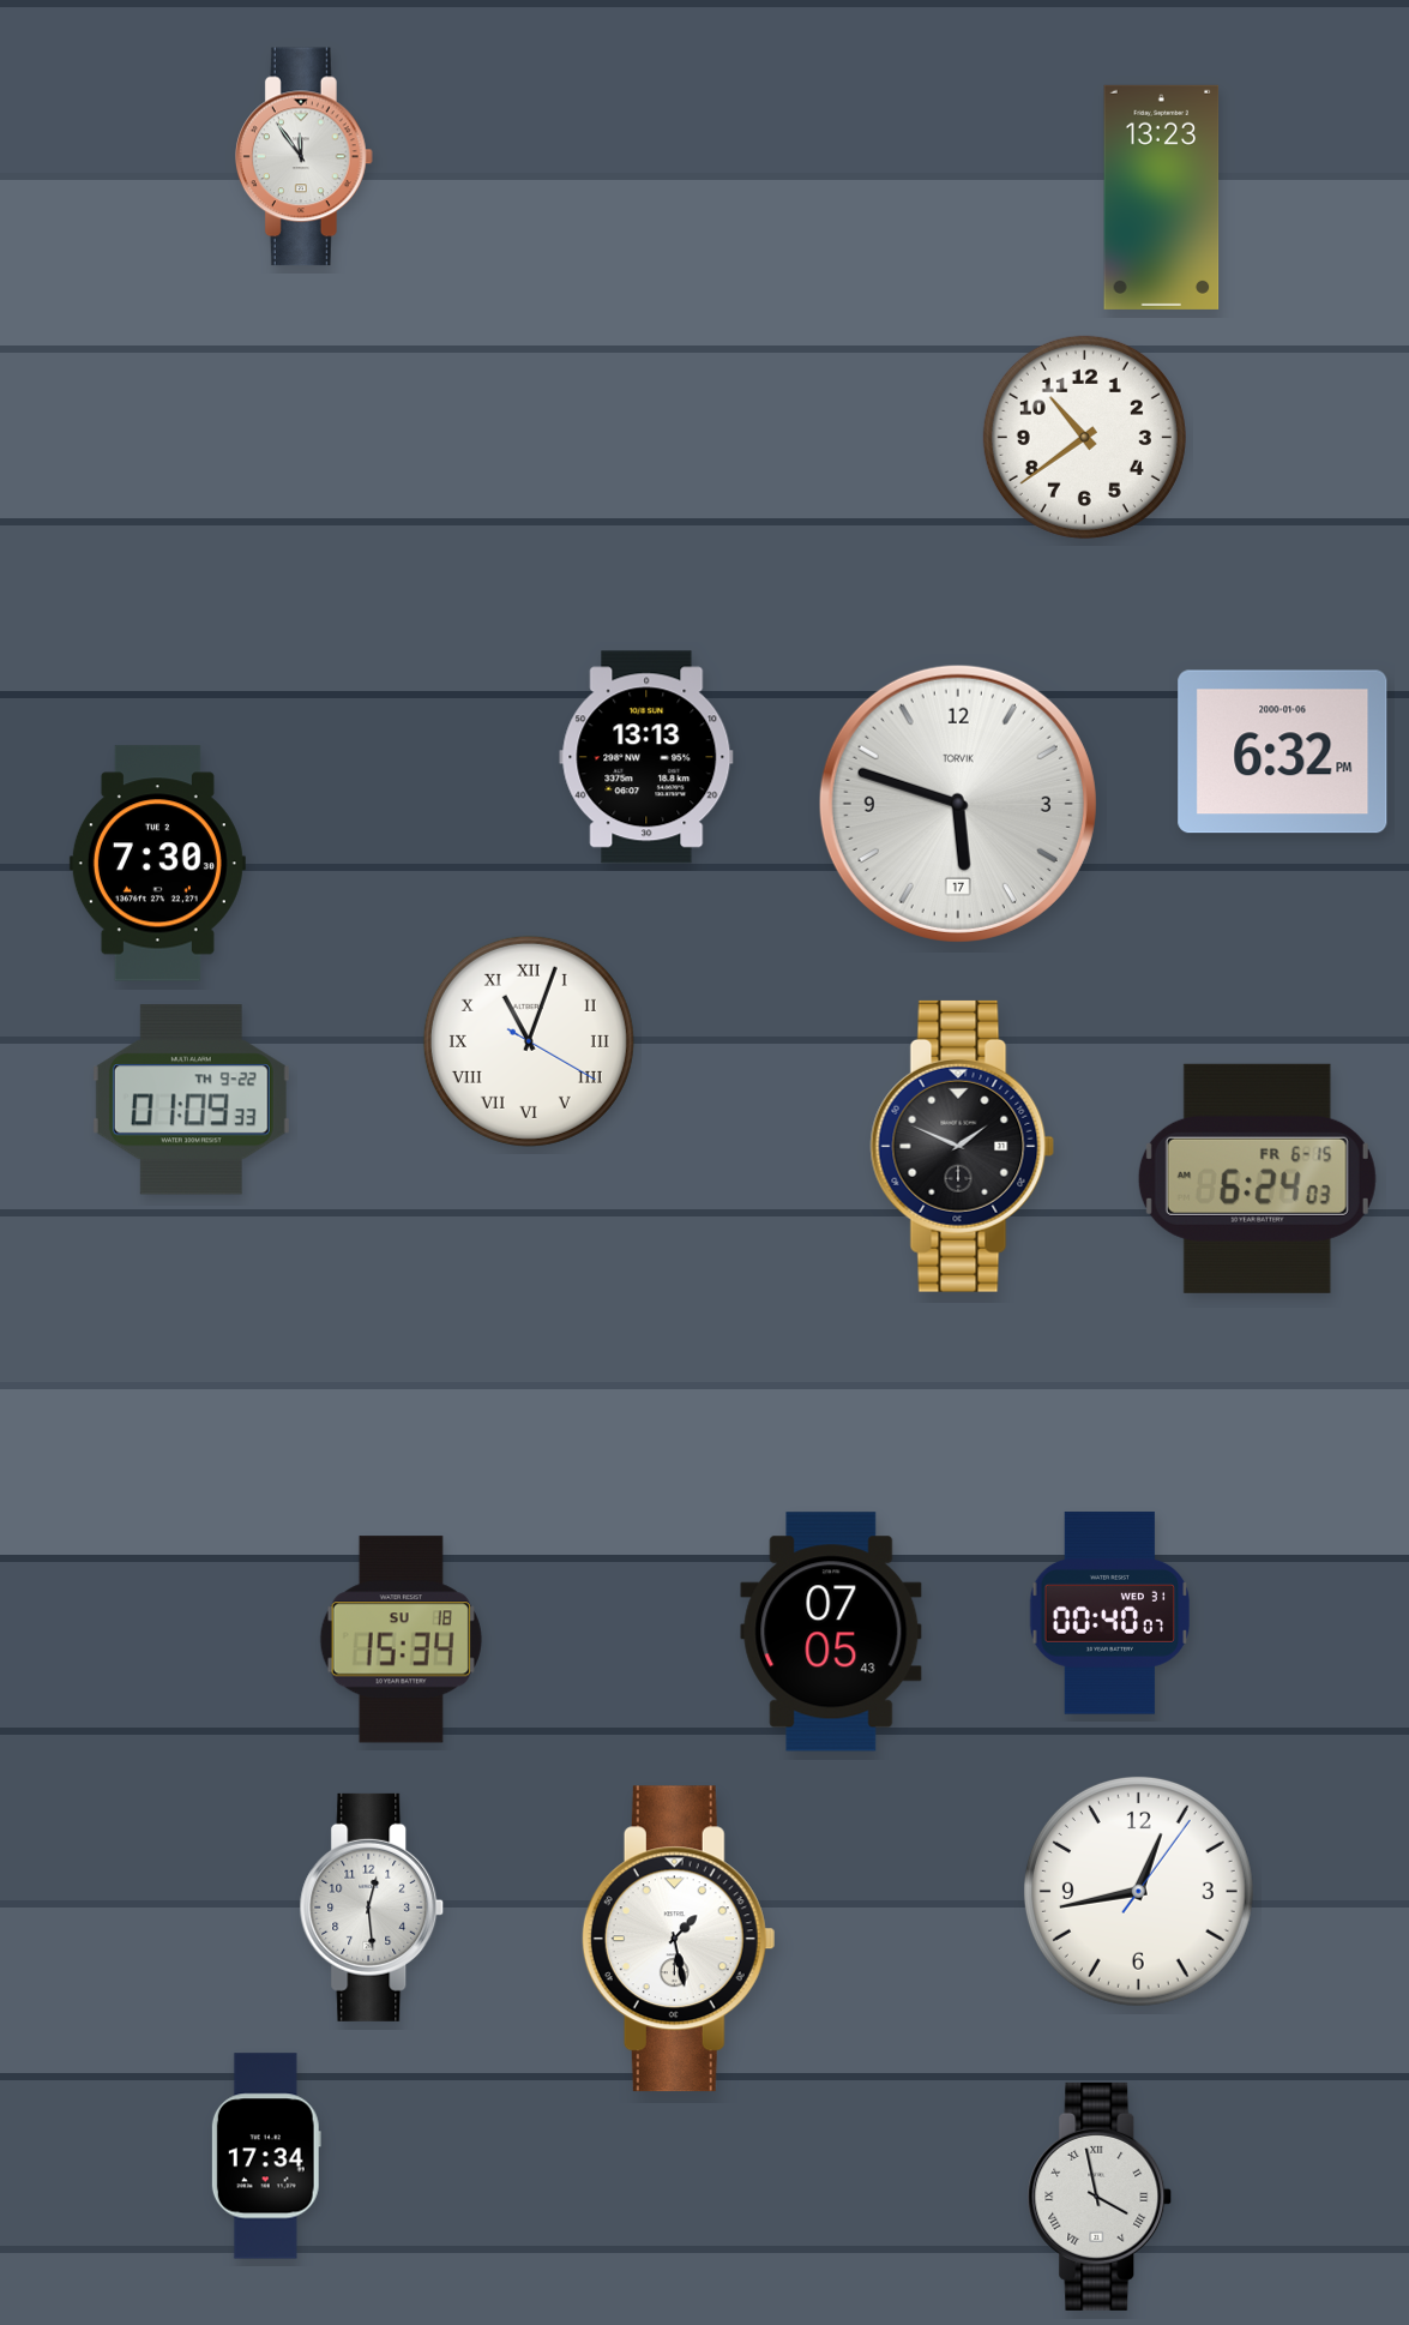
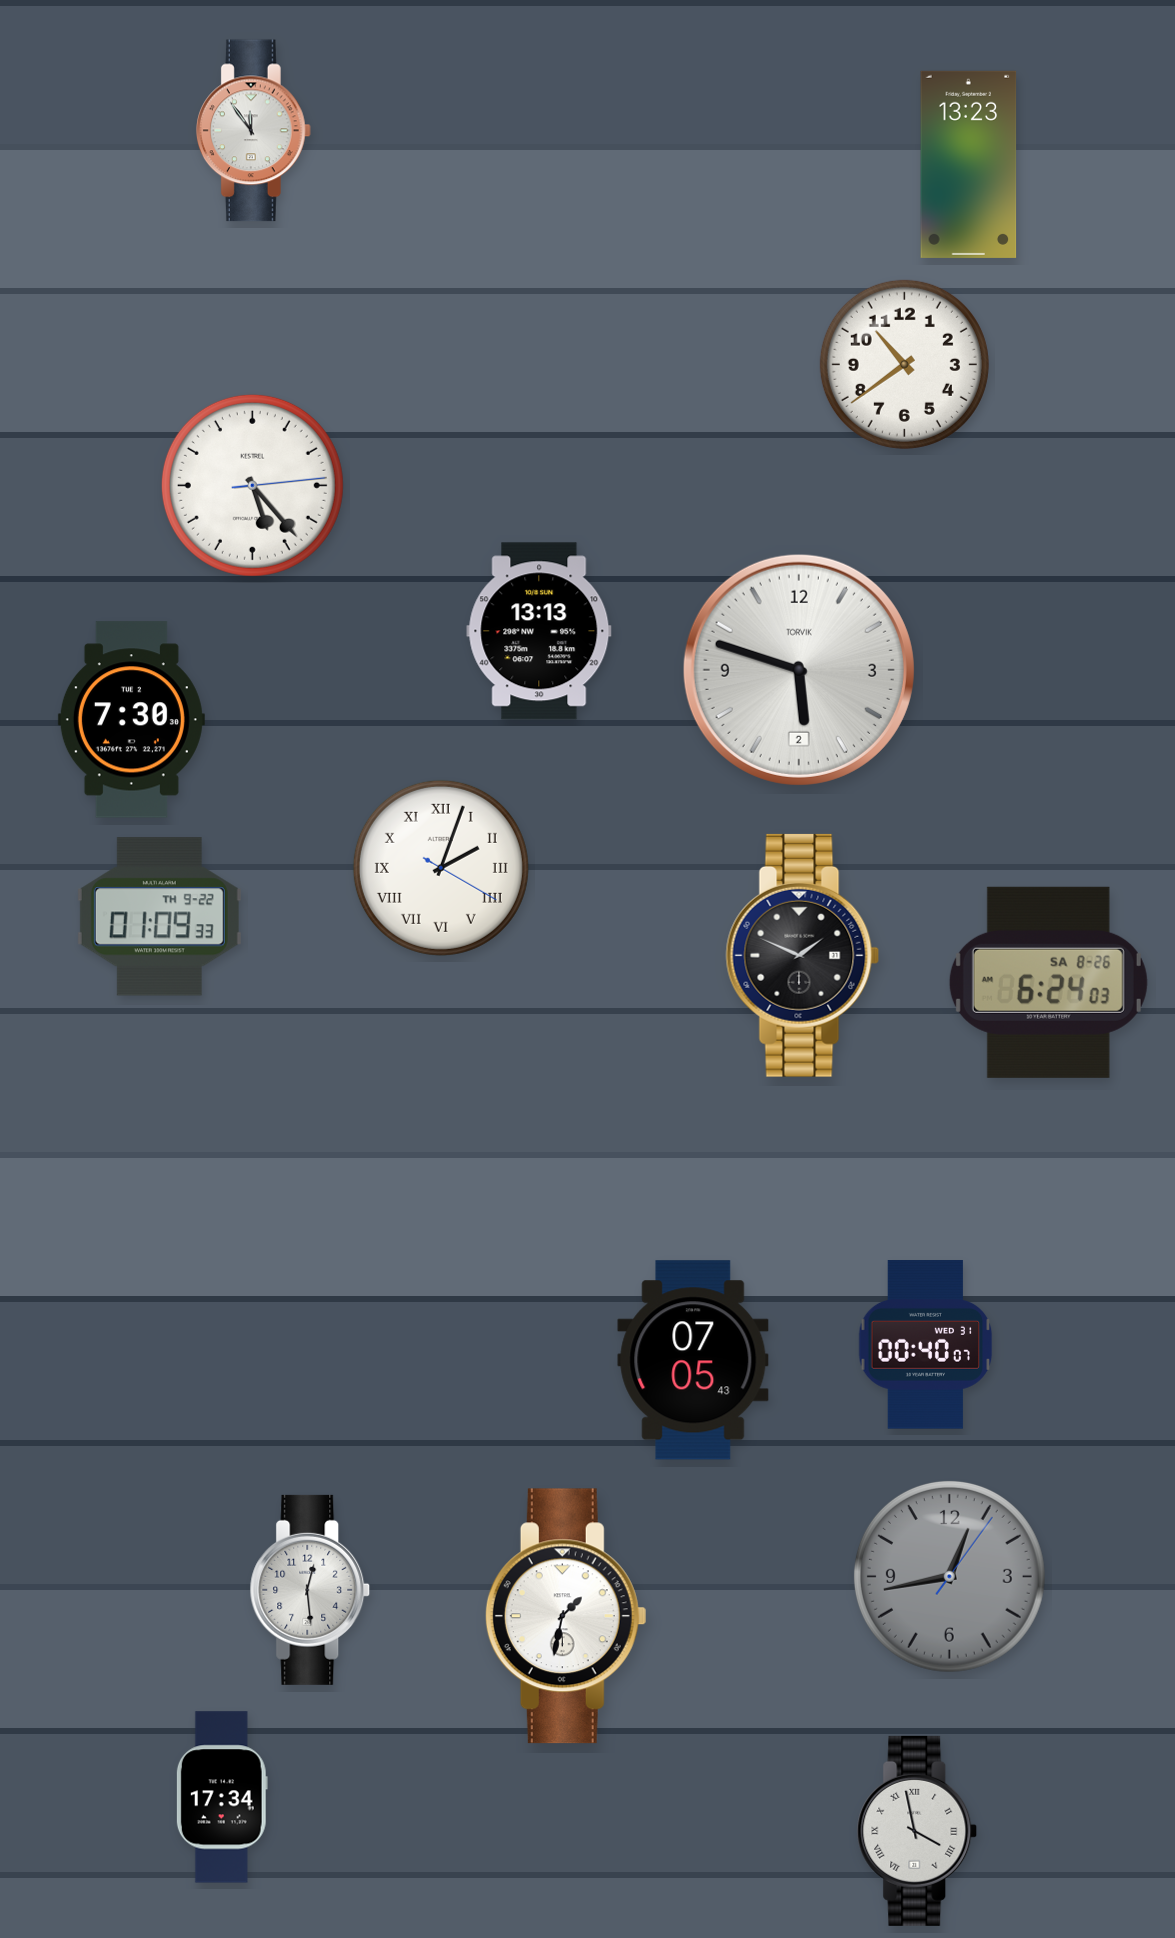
clock at (252, 485): none -> 5:23
clock at (1283, 752): 6:32 -> none
clock at (958, 804) date: 17 -> 2
clock at (529, 1041): 11:03 -> 2:03
clock at (1257, 1178) date: FR 6-15 -> SA 8-26
clock at (401, 1640): 15:34 -> none
clock at (1138, 1891) dial: white -> grey
clock at (679, 1939): 1:28 -> 1:32
